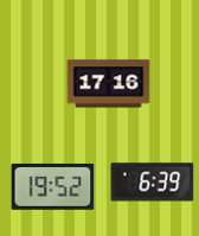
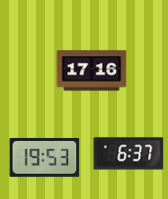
clock at (153, 183): 6:39 -> 6:37
clock at (53, 187): 19:52 -> 19:53
